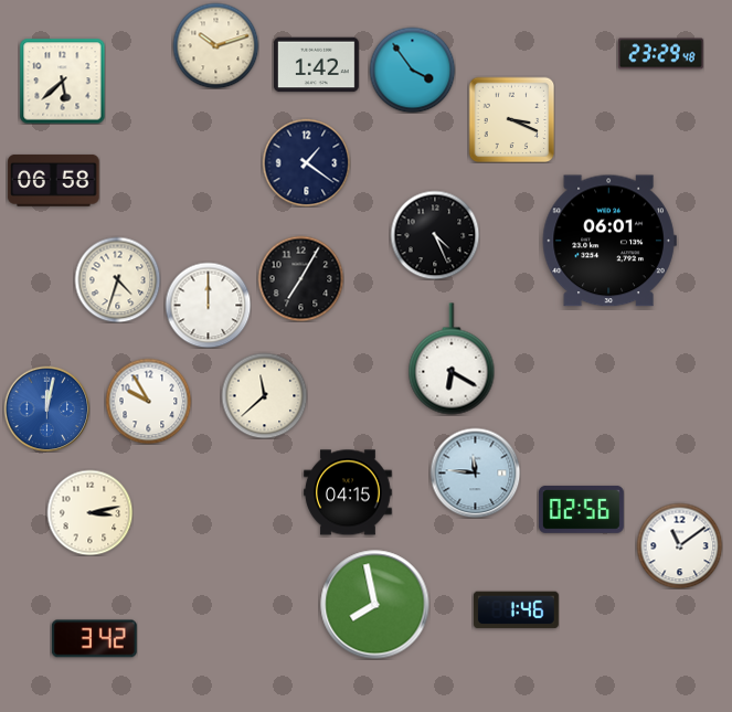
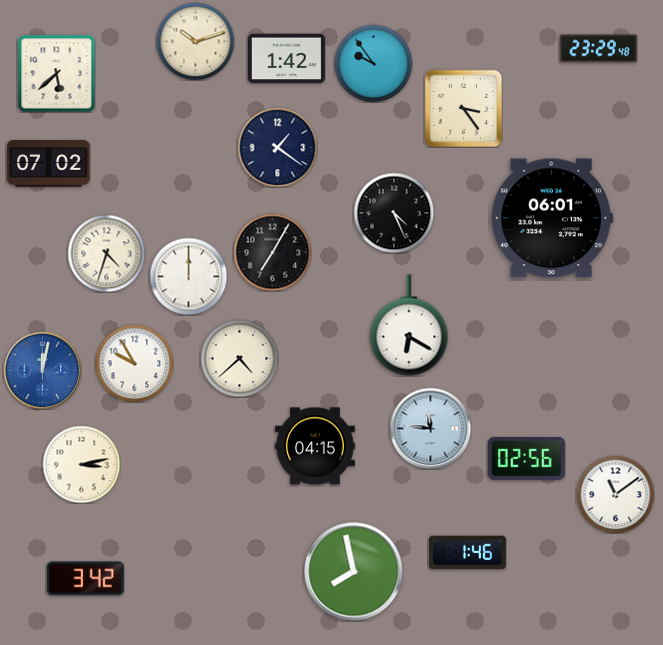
clock at (412, 70): 3:54 -> 9:54
clock at (511, 119): 3:19 -> 3:24
clock at (54, 180): 06:58 -> 07:02
clock at (264, 395): 11:38 -> 4:38
clock at (581, 509) position: (581, 509) -> (526, 458)
clock at (375, 605) position: (375, 605) -> (354, 572)
